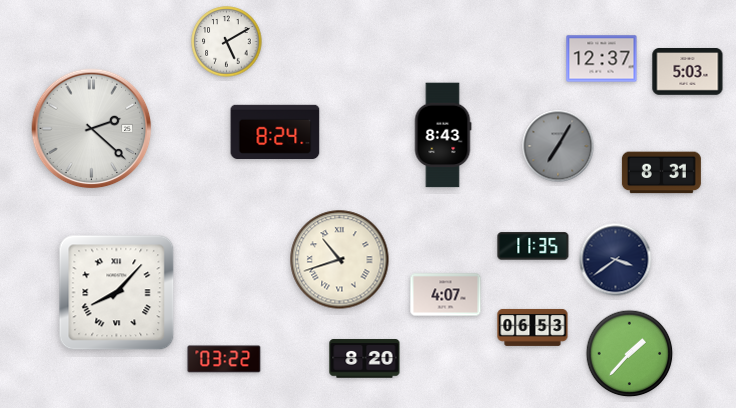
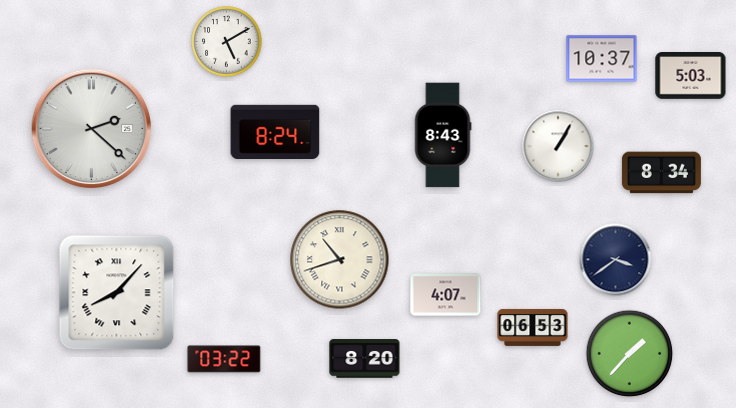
clock at (602, 59): 12:37 -> 10:37
clock at (688, 72) position: (688, 72) -> (691, 76)
clock at (558, 146): 7:05 -> 1:05
clock at (558, 146) dial: grey -> white
clock at (661, 173): 8:31 -> 8:34
clock at (533, 246): 11:35 -> none
